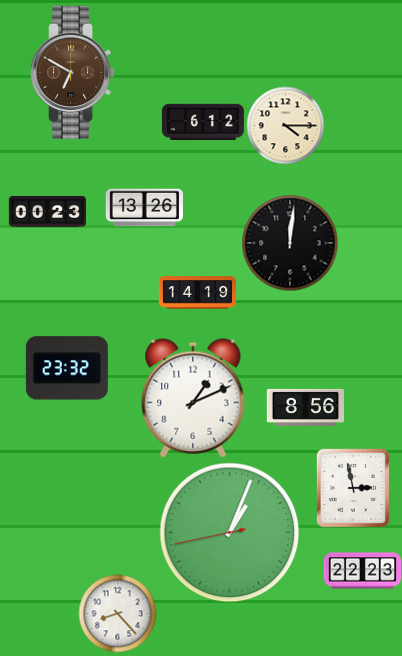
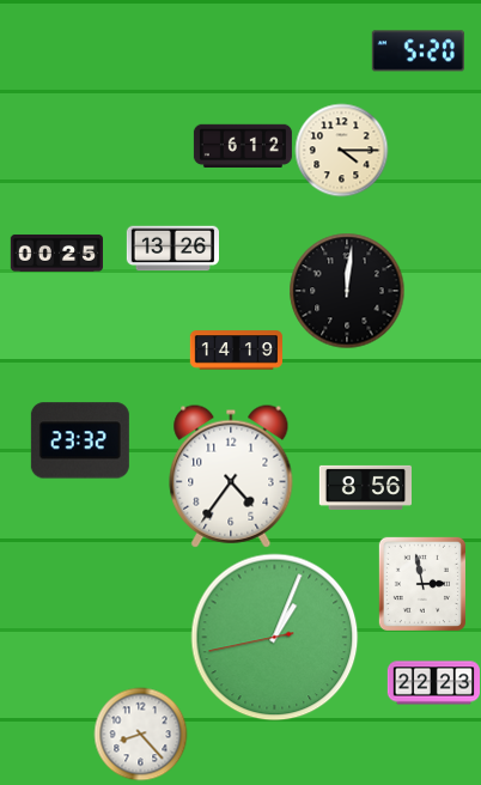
clock at (418, 51): none -> 5:20
clock at (73, 72): 6:50 -> none
clock at (47, 211): 00:23 -> 00:25
clock at (193, 398): 1:11 -> 4:36
